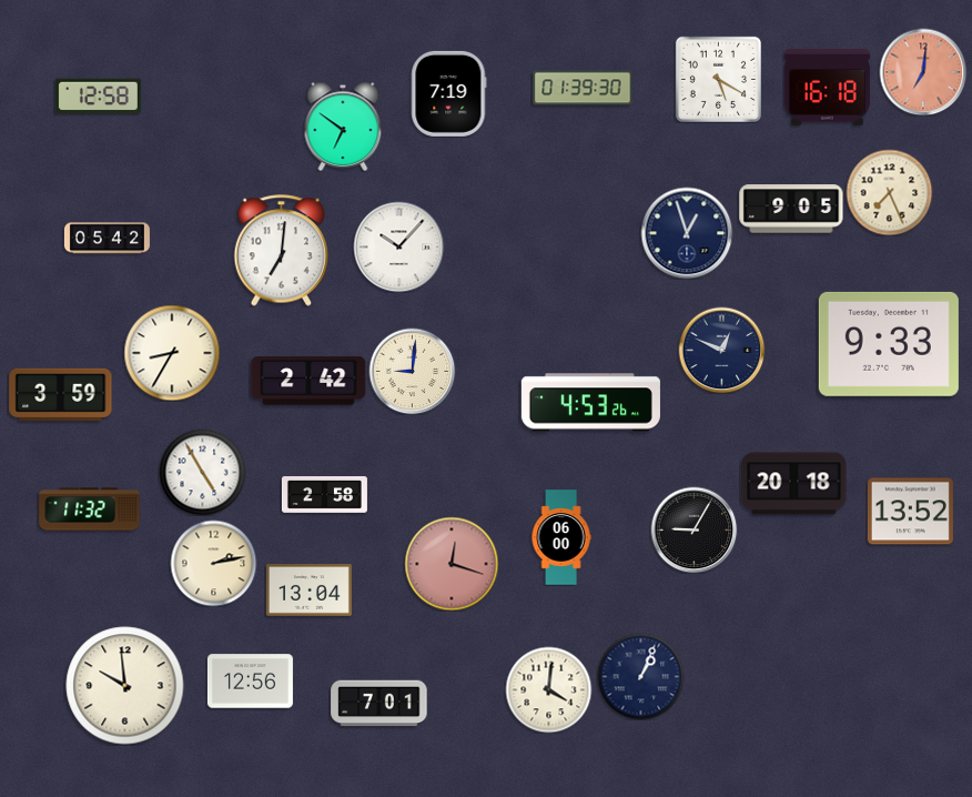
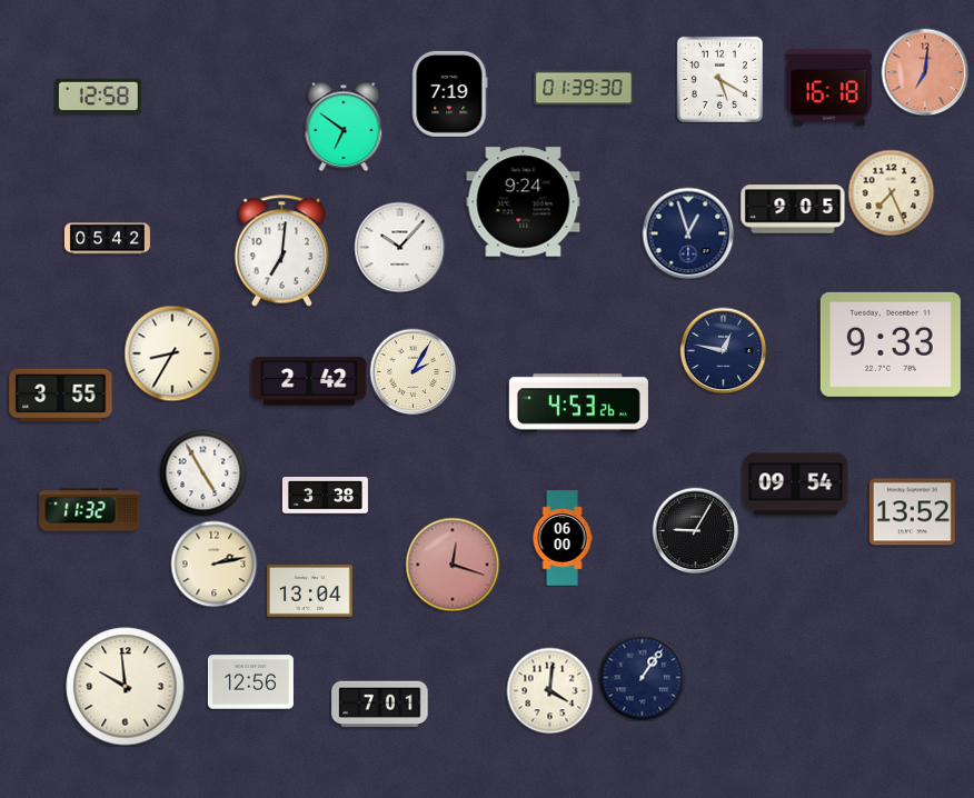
clock at (524, 202): none -> 9:24
clock at (721, 350): 12:49 -> 12:47
clock at (412, 371): 9:01 -> 2:05
clock at (61, 394): 3:59 -> 3:55
clock at (590, 403) position: (590, 403) -> (578, 403)
clock at (794, 484): 20:18 -> 09:54
clock at (324, 495): 2:58 -> 3:38
clock at (640, 676): 1:04 -> 1:06
